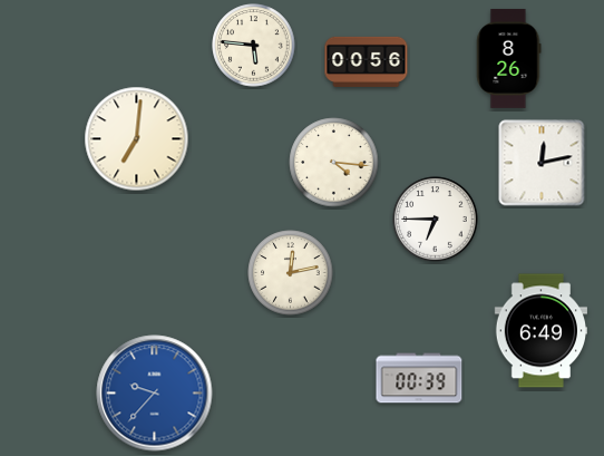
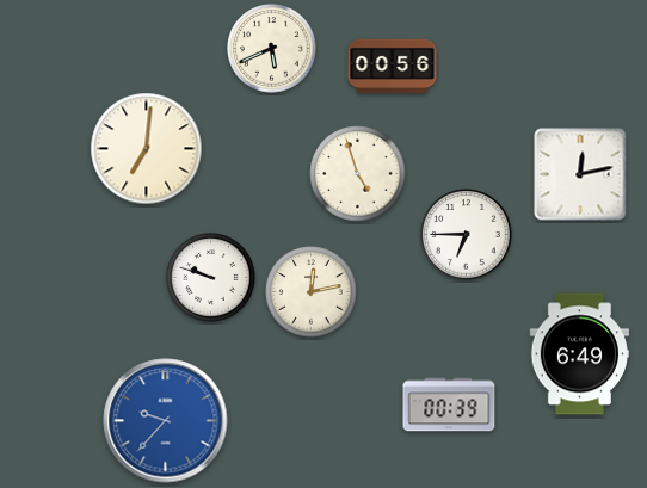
clock at (254, 46): 5:46 -> 5:41
clock at (509, 58): 8:26 -> none
clock at (334, 163): 4:16 -> 4:57
clock at (211, 278): none -> 9:48
